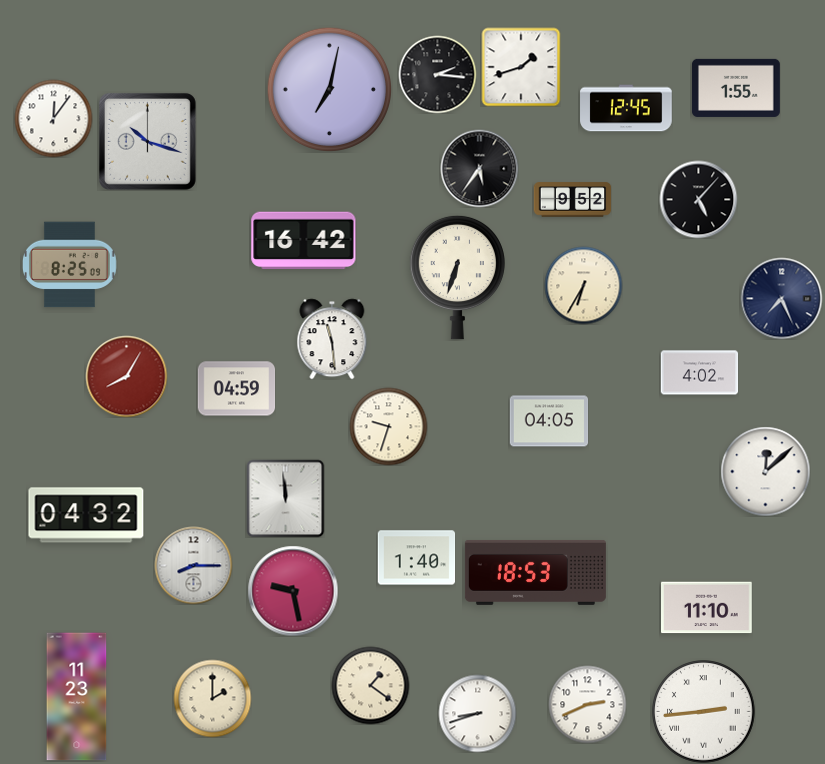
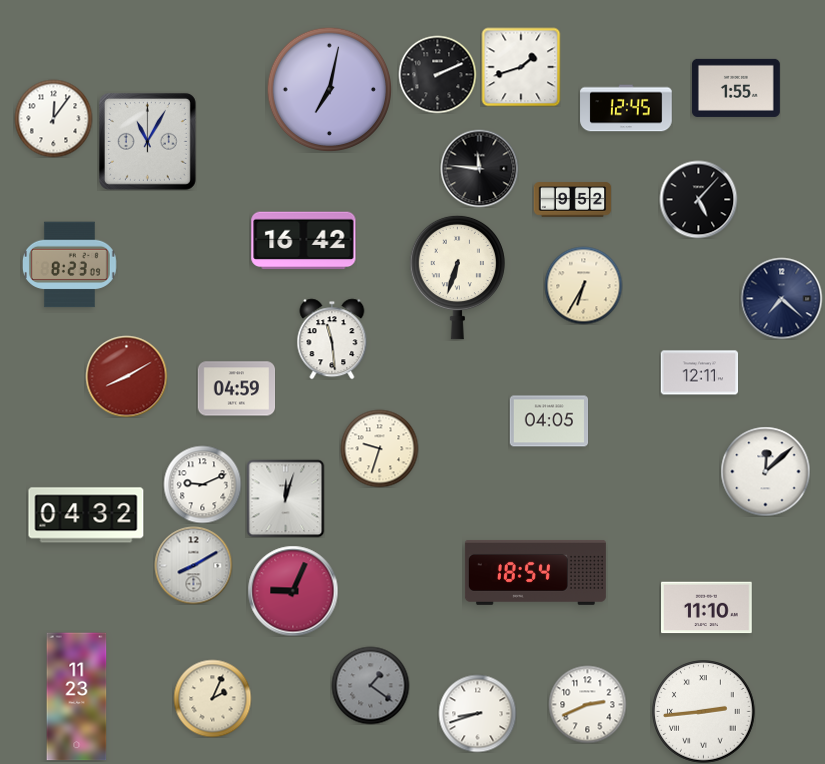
clock at (437, 74): 2:16 -> 2:11
clock at (147, 141): 10:18 -> 11:05
clock at (479, 168): 5:36 -> 11:46
clock at (69, 265): 8:25 -> 8:23
clock at (781, 298): 7:26 -> 7:22
clock at (699, 373): 4:02 -> 12:11
clock at (126, 376): 8:05 -> 8:10
clock at (388, 426) position: (388, 426) -> (379, 448)
clock at (202, 484): none -> 9:11
clock at (285, 498): 11:59 -> 12:03
clock at (416, 558): 1:40 -> none
clock at (193, 565): 8:15 -> 8:10
clock at (535, 572): 18:53 -> 18:54
clock at (293, 591): 9:28 -> 9:04
clock at (370, 685) dial: cream -> grey
clock at (212, 698): 2:00 -> 2:04
